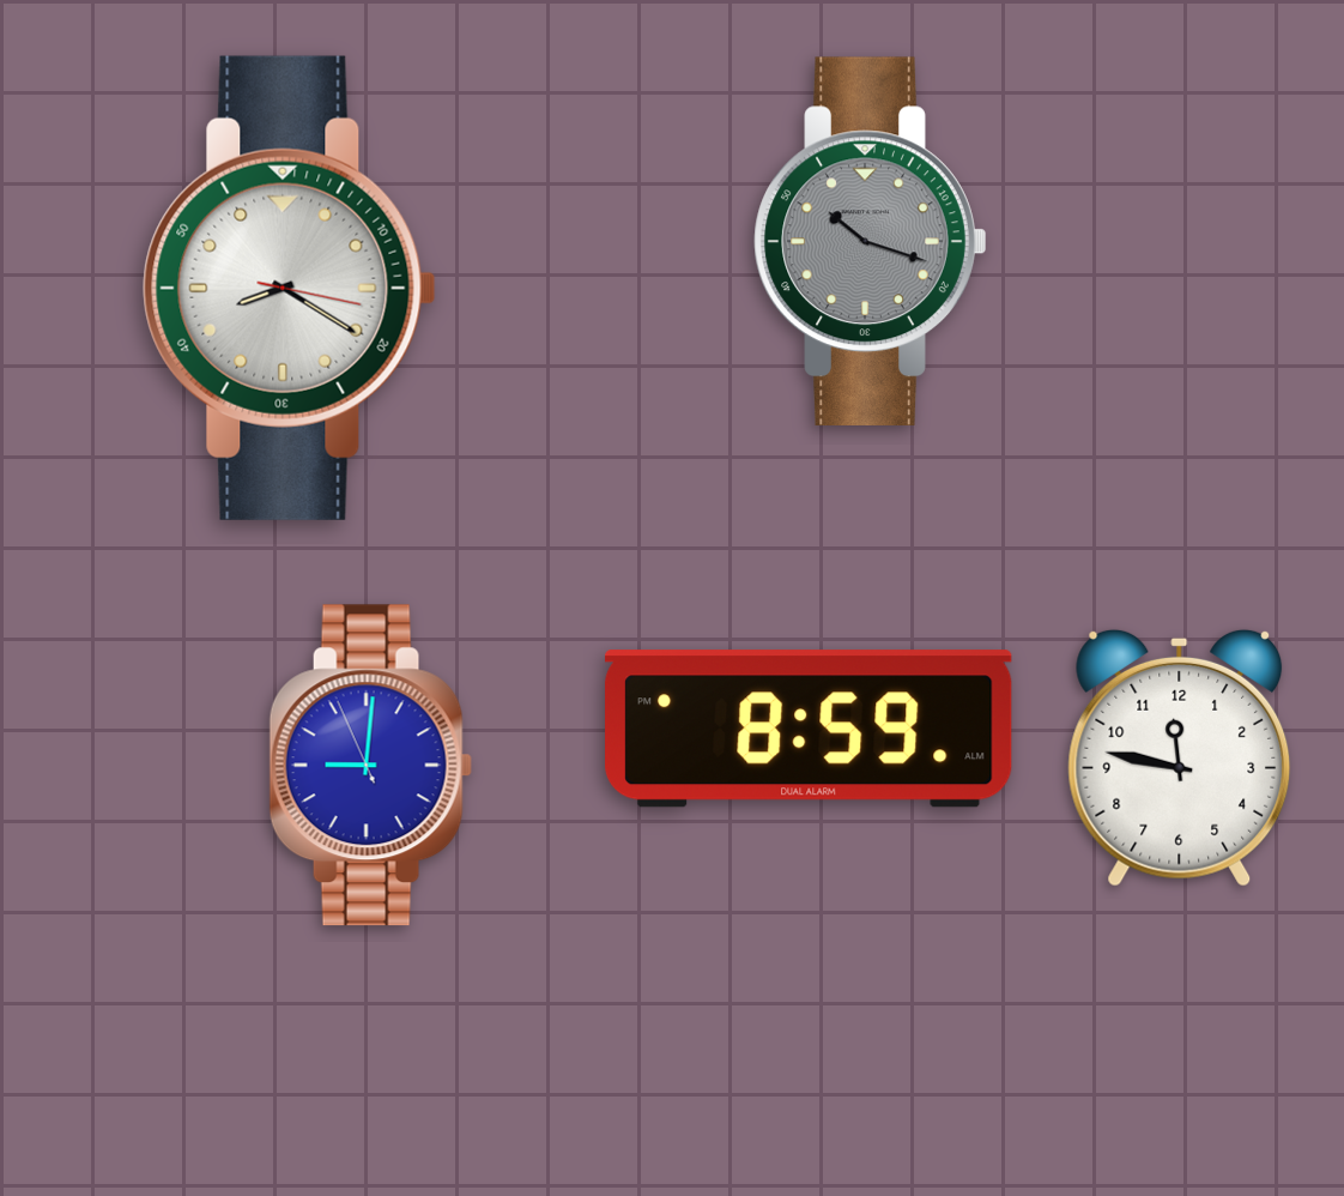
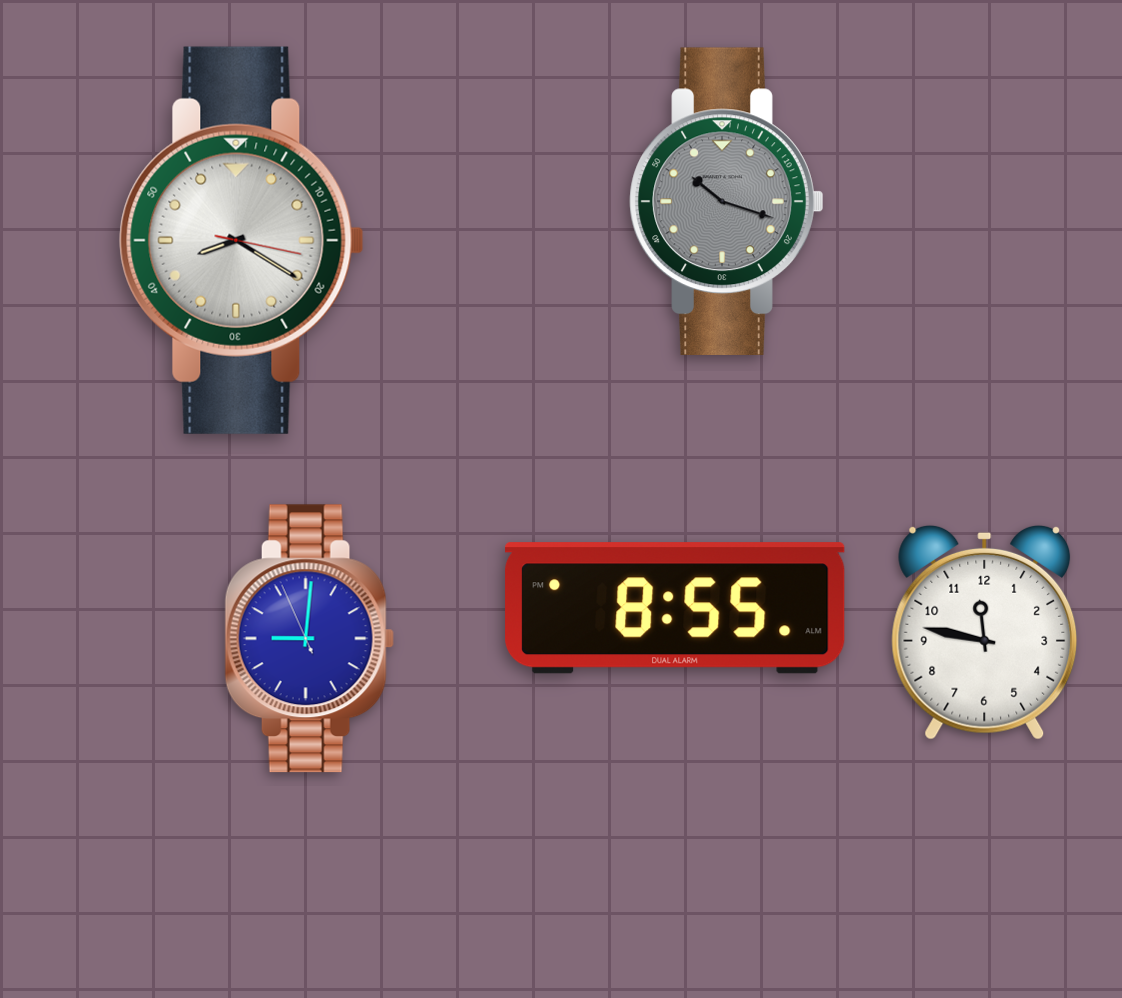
clock at (809, 729): 8:59 -> 8:55
